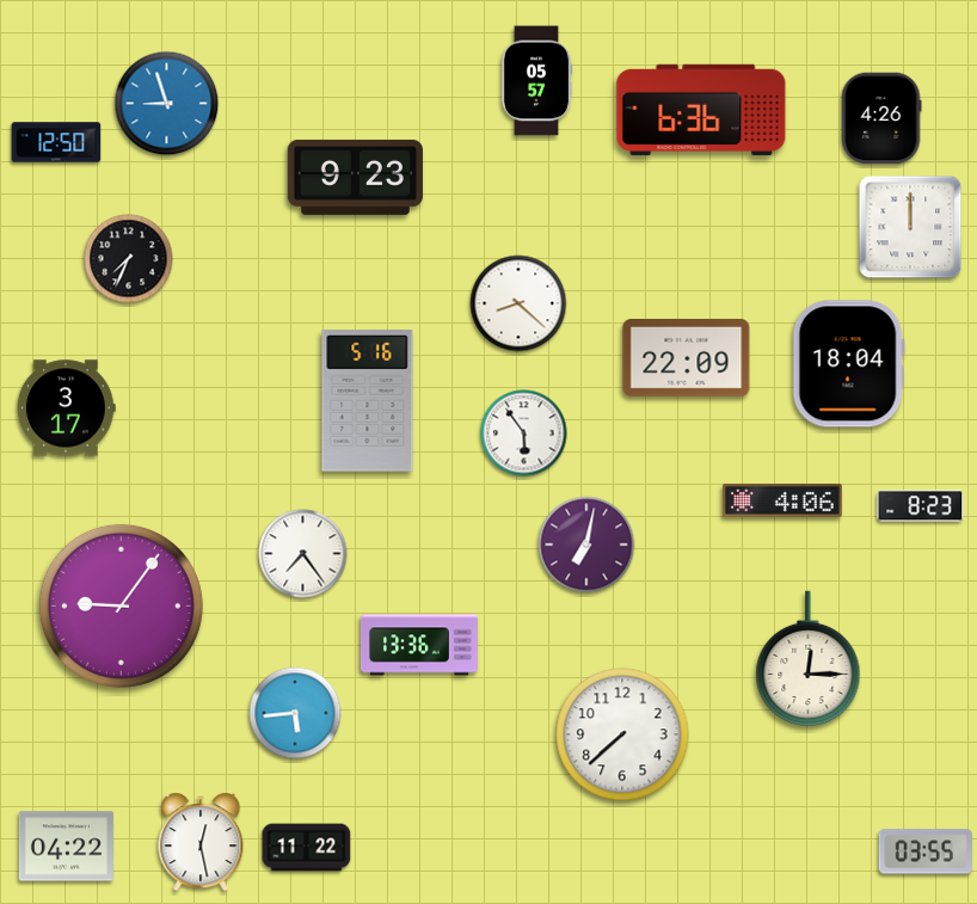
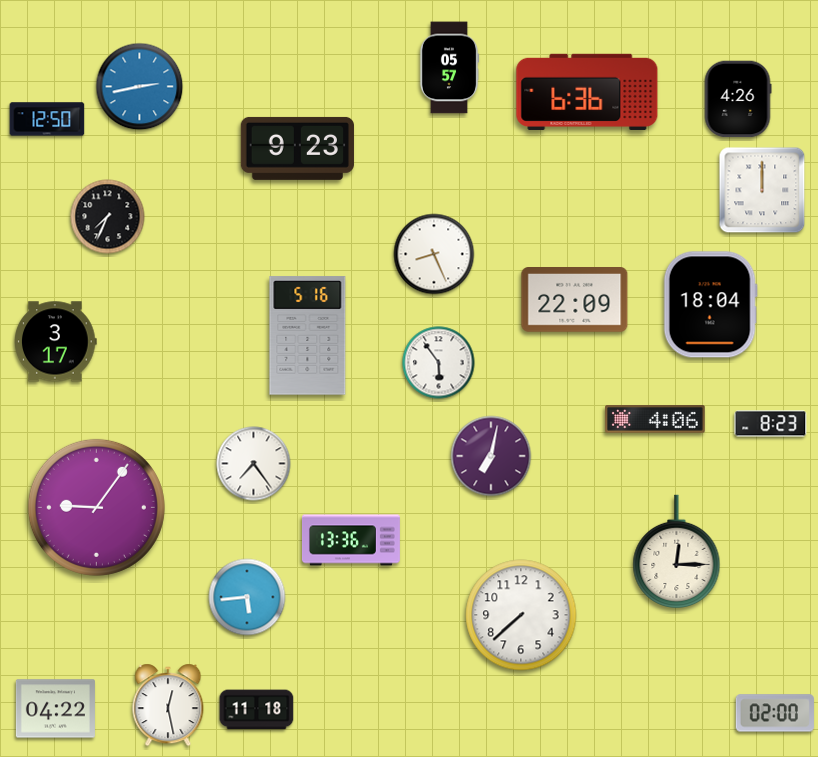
clock at (167, 104): 8:57 -> 2:43
clock at (518, 303): 8:22 -> 8:26
clock at (121, 605) position: (121, 605) -> (96, 507)
clock at (307, 848): 11:22 -> 11:18
clock at (926, 851): 03:55 -> 02:00
